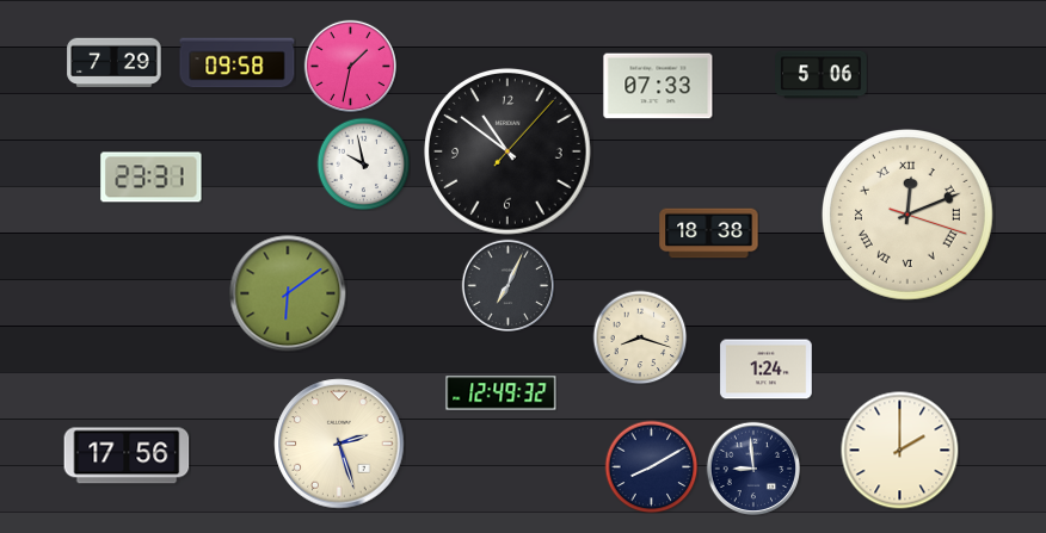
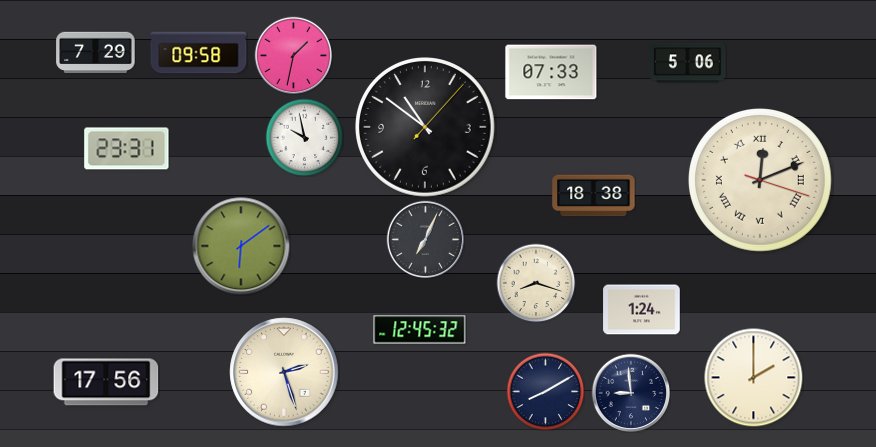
clock at (502, 393): 12:49 -> 12:45
